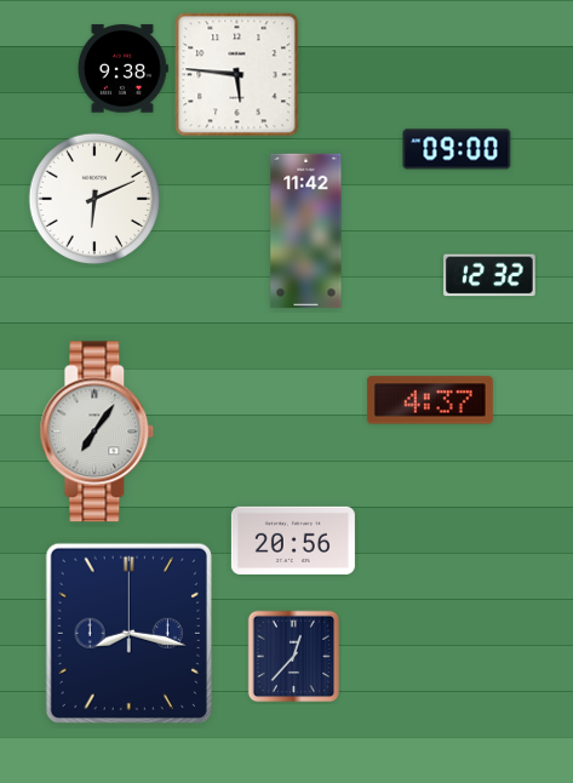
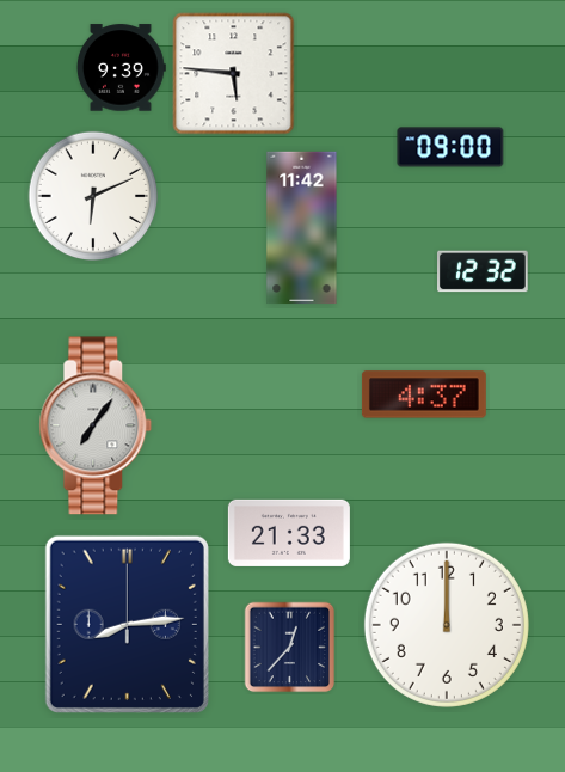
clock at (122, 69): 9:38 -> 9:39
clock at (293, 541): 20:56 -> 21:33
clock at (128, 633): 8:17 -> 8:14
clock at (447, 625): none -> 12:00
